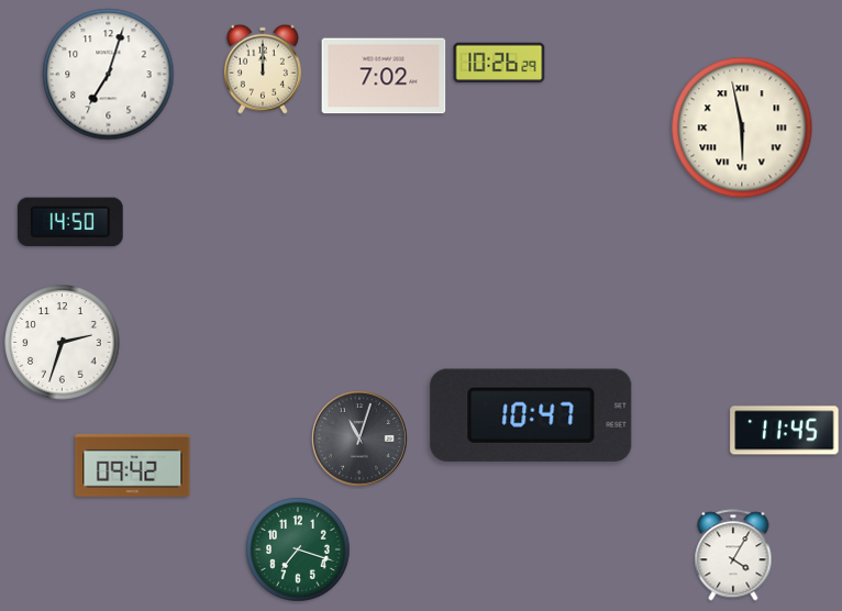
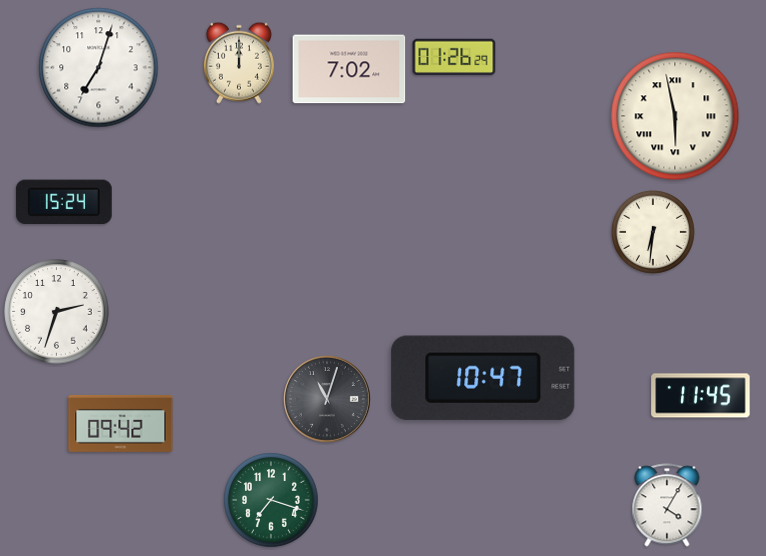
clock at (499, 63): 10:26 -> 01:26
clock at (70, 222): 14:50 -> 15:24
clock at (653, 232): none -> 6:31
clock at (785, 431) position: (785, 431) -> (701, 396)
